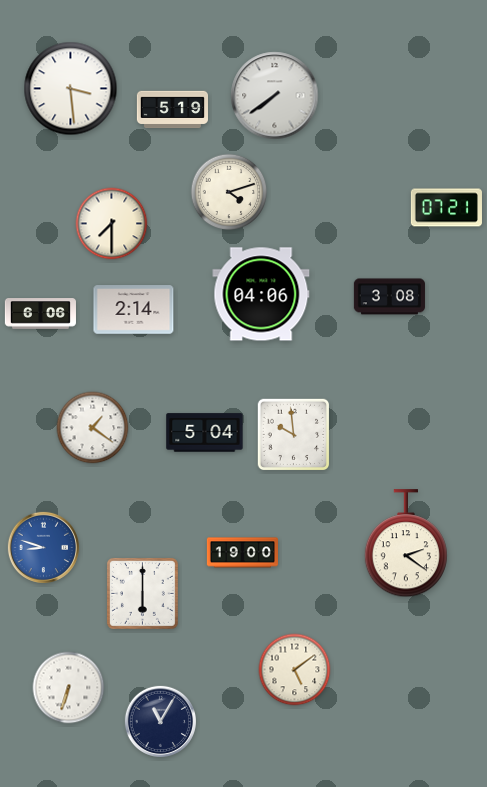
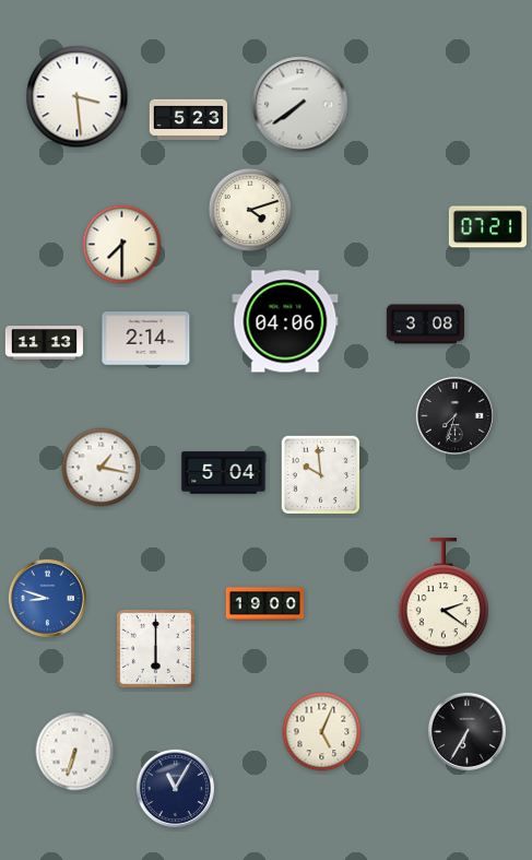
clock at (172, 110): 5:19 -> 5:23
clock at (40, 314): 6:06 -> 11:13
clock at (454, 415): none -> 7:33
clock at (93, 428): 1:21 -> 1:17
clock at (406, 544) position: (406, 544) -> (444, 598)
clock at (466, 731): none -> 6:35
clock at (295, 670): 5:09 -> 5:04
